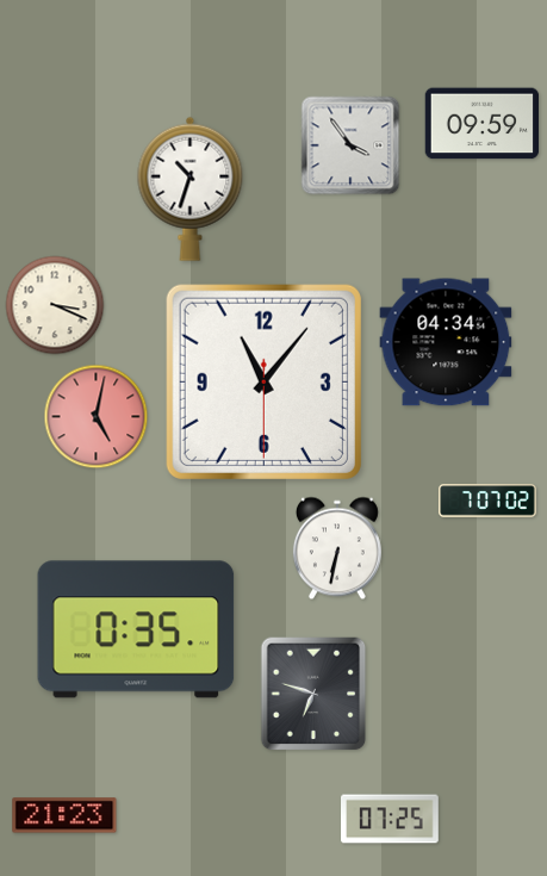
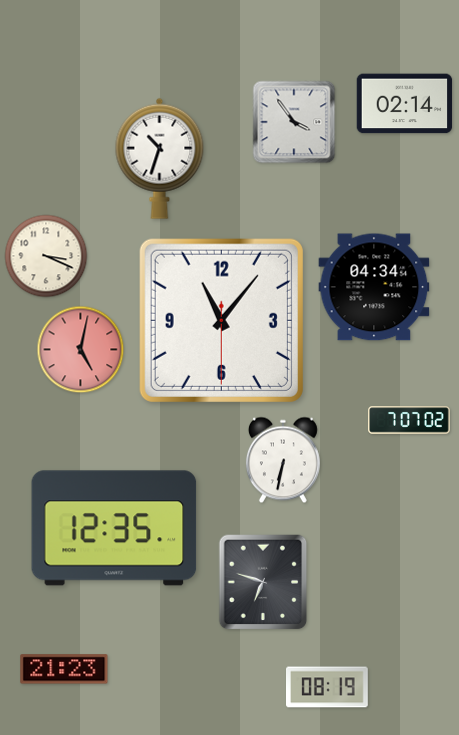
clock at (483, 124): 09:59 -> 02:14
clock at (136, 629): 0:35 -> 12:35
clock at (64, 815) position: (64, 815) -> (64, 669)
clock at (391, 819): 07:25 -> 08:19
